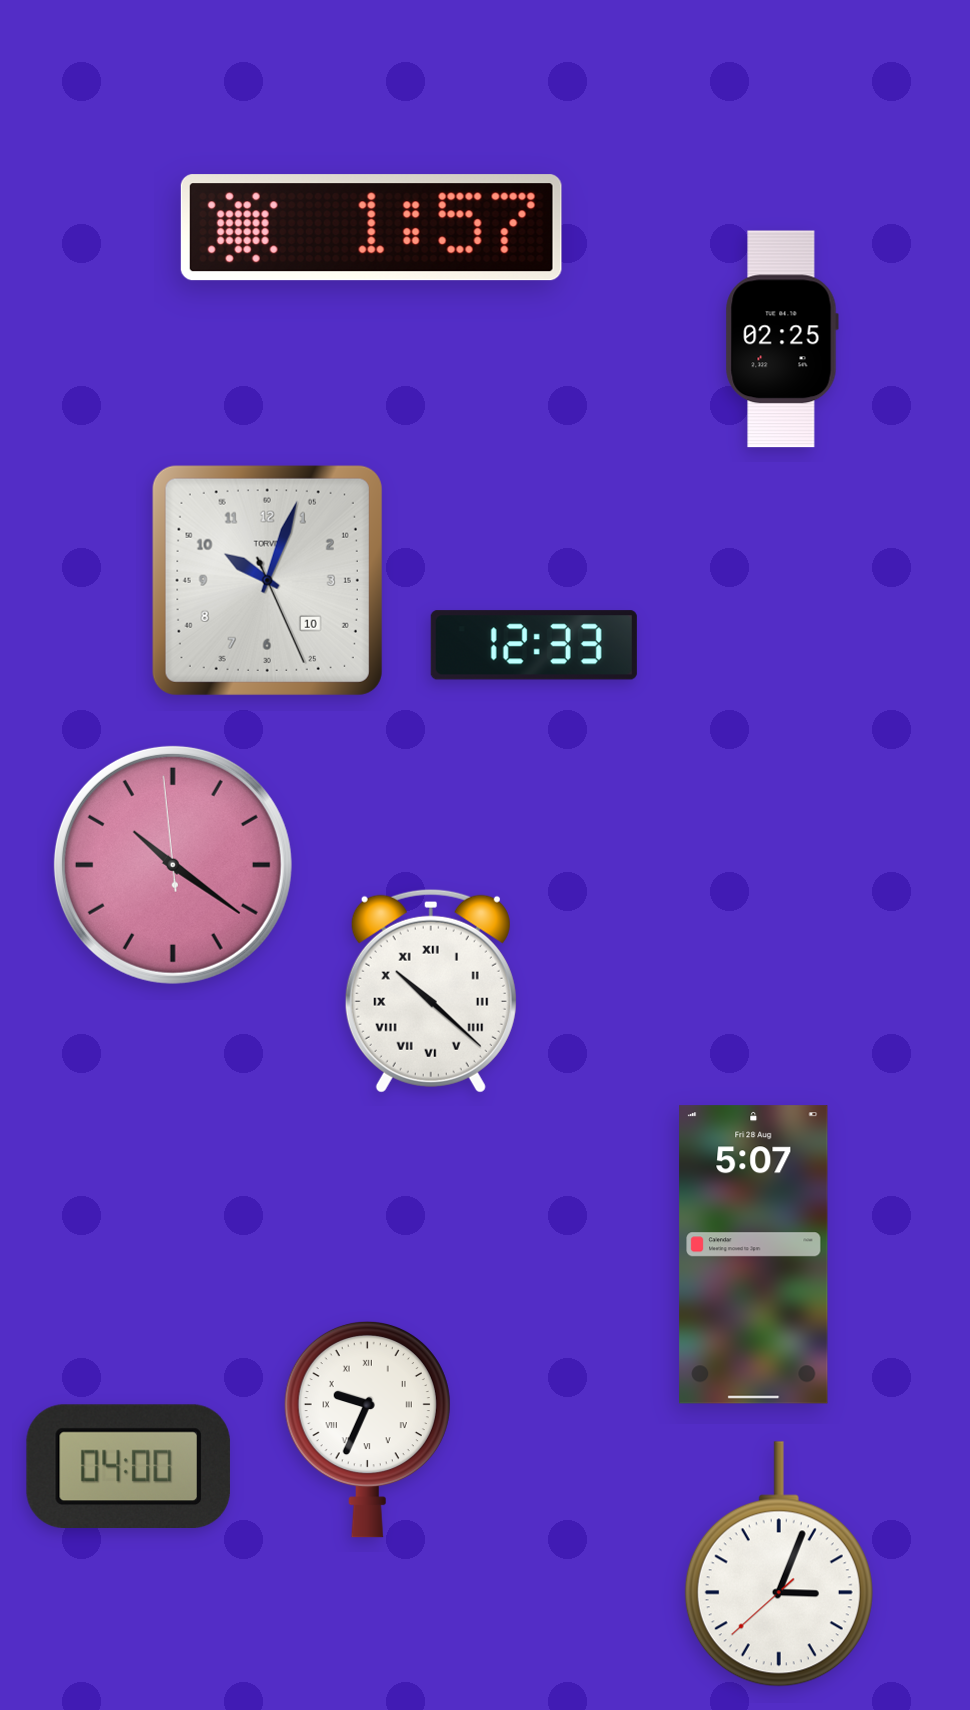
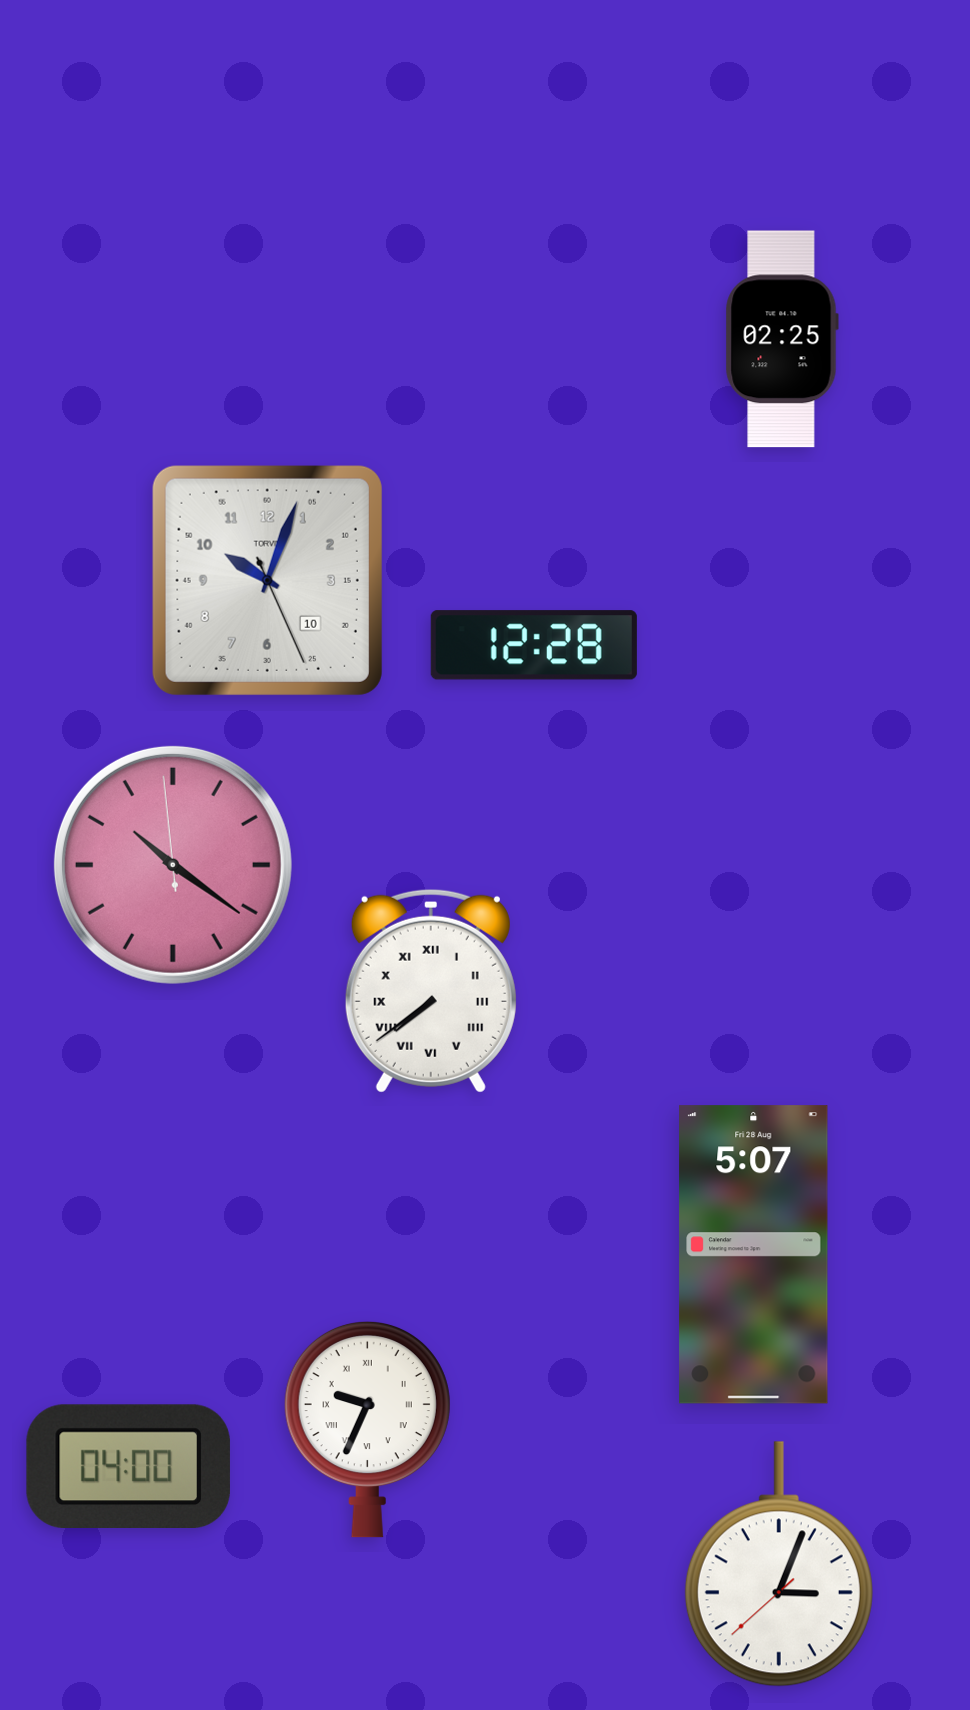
clock at (371, 228): 1:57 -> none
clock at (534, 645): 12:33 -> 12:28
clock at (431, 991): 10:22 -> 7:39
